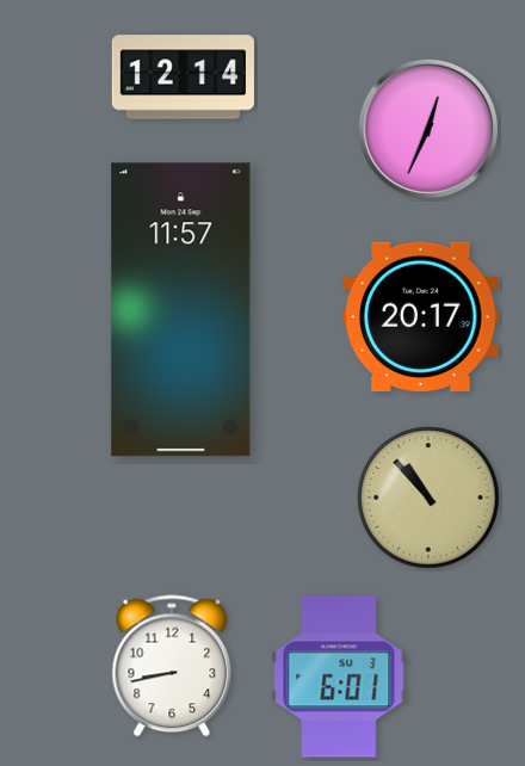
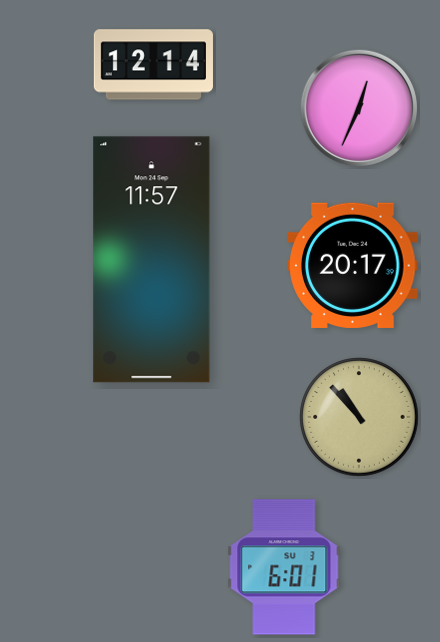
clock at (172, 666): 8:43 -> none
